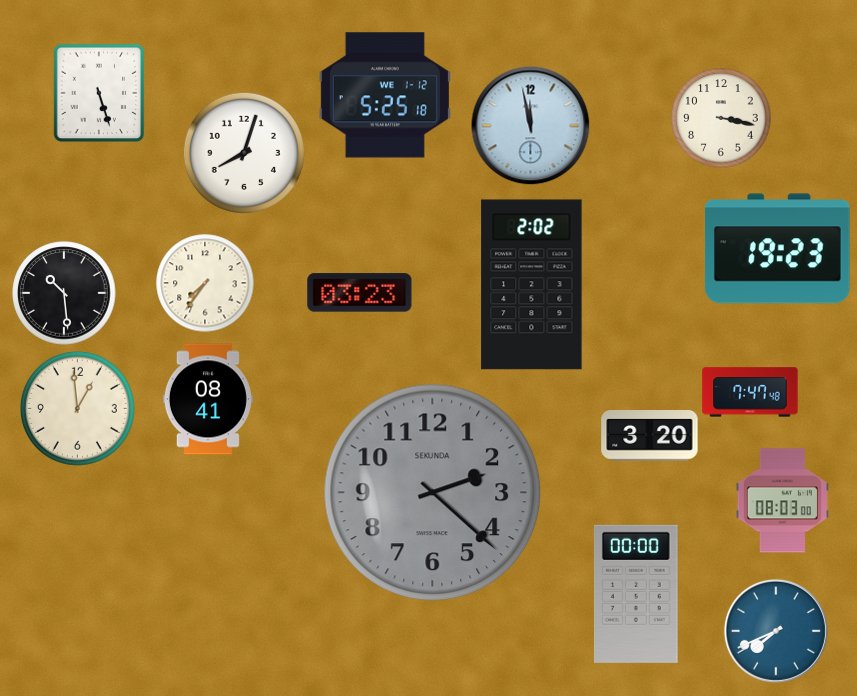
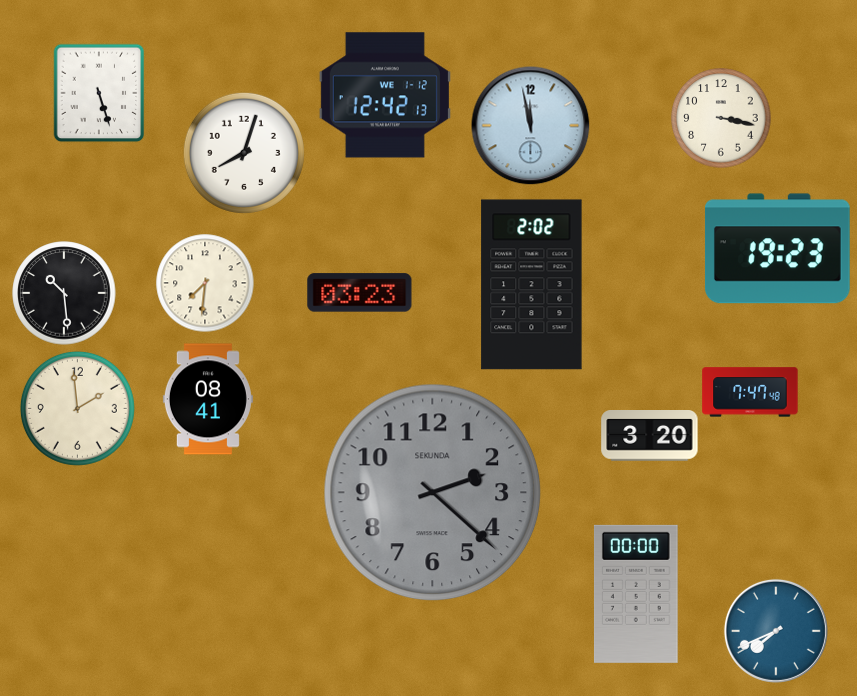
clock at (385, 95): 5:25 -> 12:42
clock at (205, 283): 7:36 -> 7:31
clock at (77, 408): 12:59 -> 1:59
clock at (782, 501): 08:03 -> none
